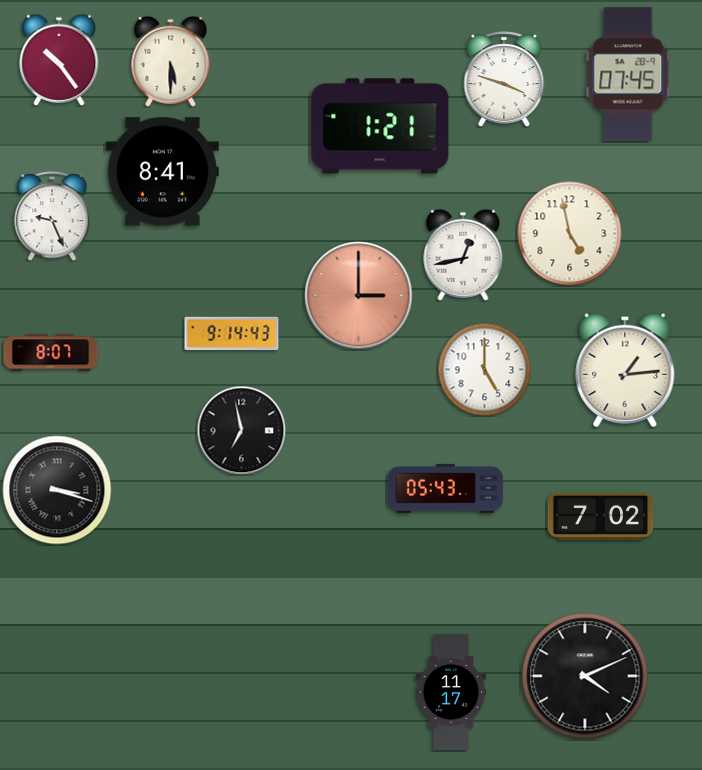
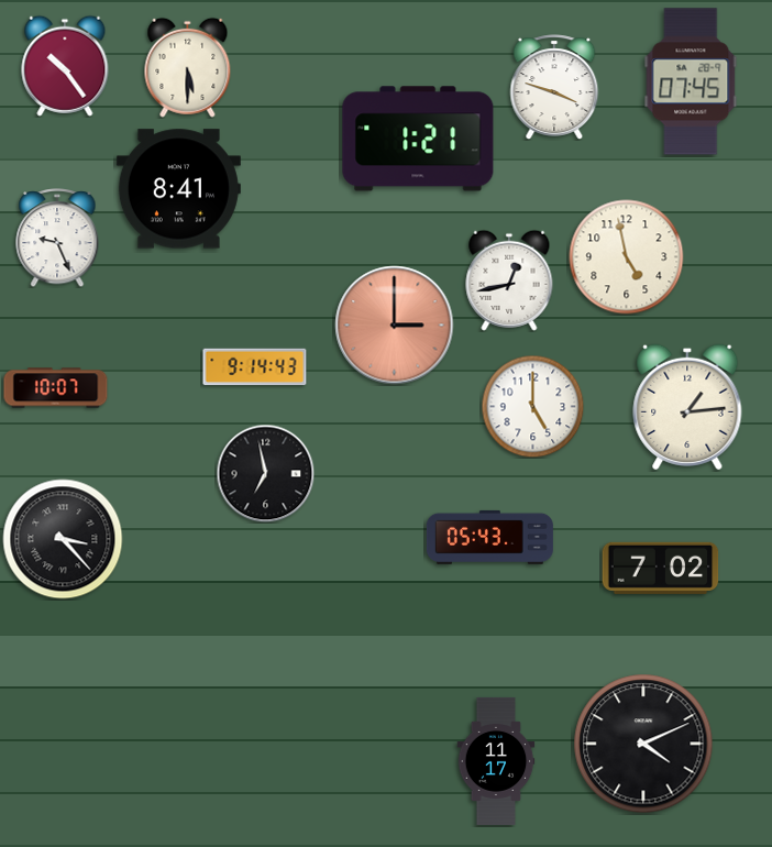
clock at (51, 353): 8:07 -> 10:07
clock at (57, 490): 3:18 -> 3:23
